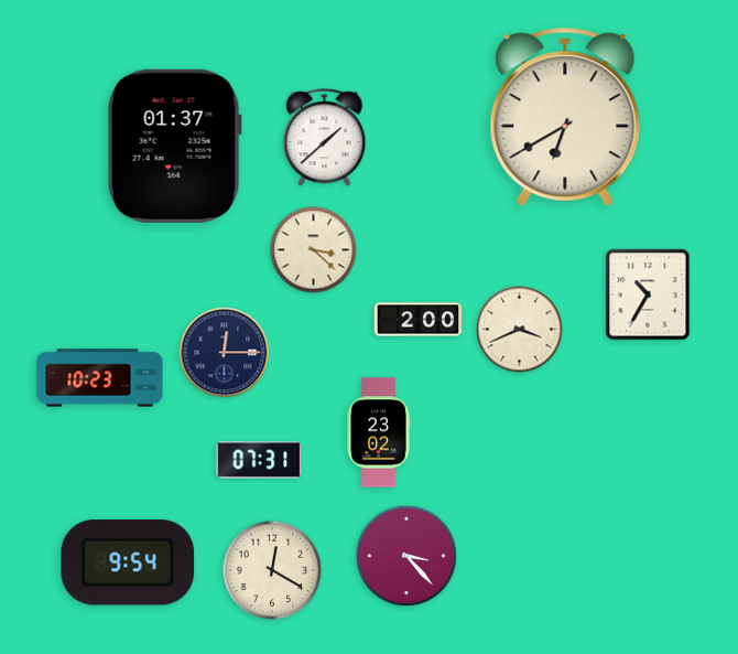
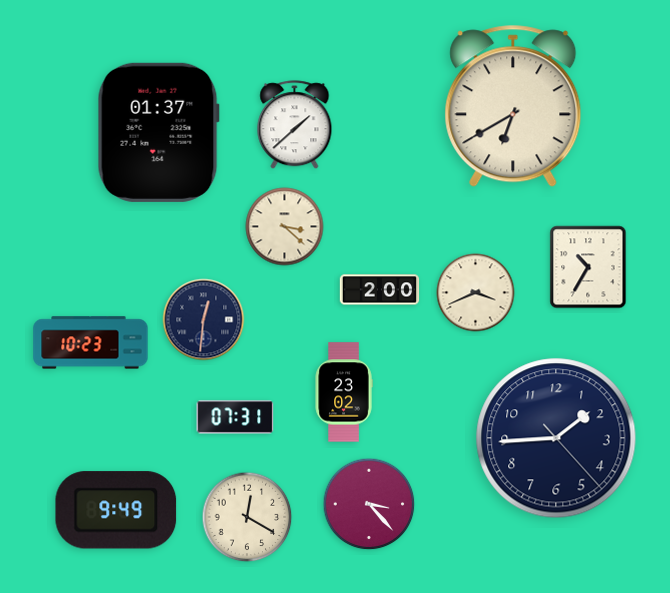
clock at (520, 330) position: (520, 330) -> (476, 293)
clock at (225, 353): 12:15 -> 12:31
clock at (556, 438): none -> 1:44
clock at (128, 562): 9:54 -> 9:49
